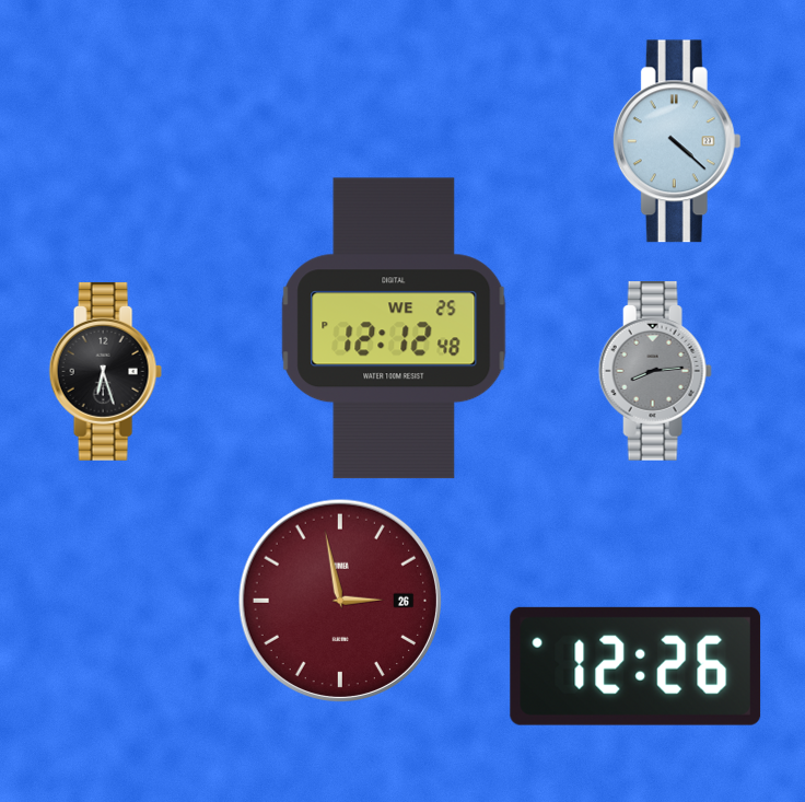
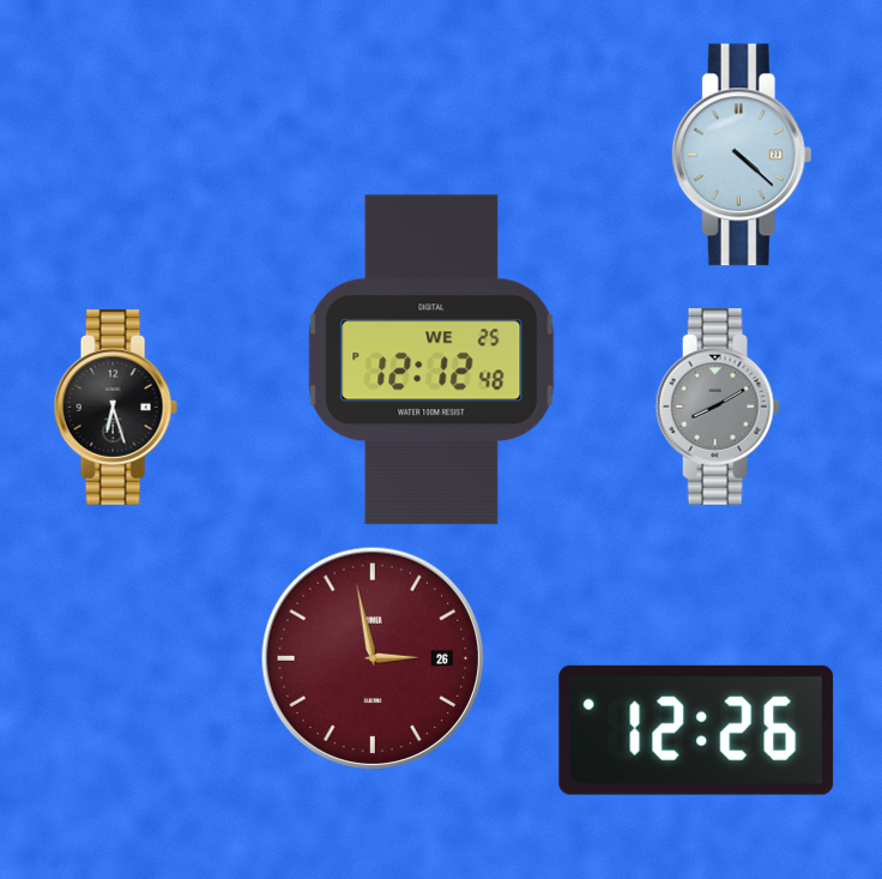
clock at (655, 372): 8:14 -> 8:10
